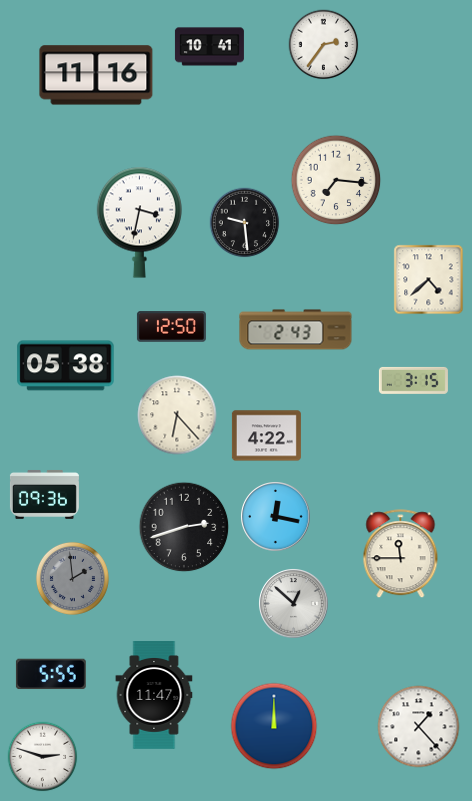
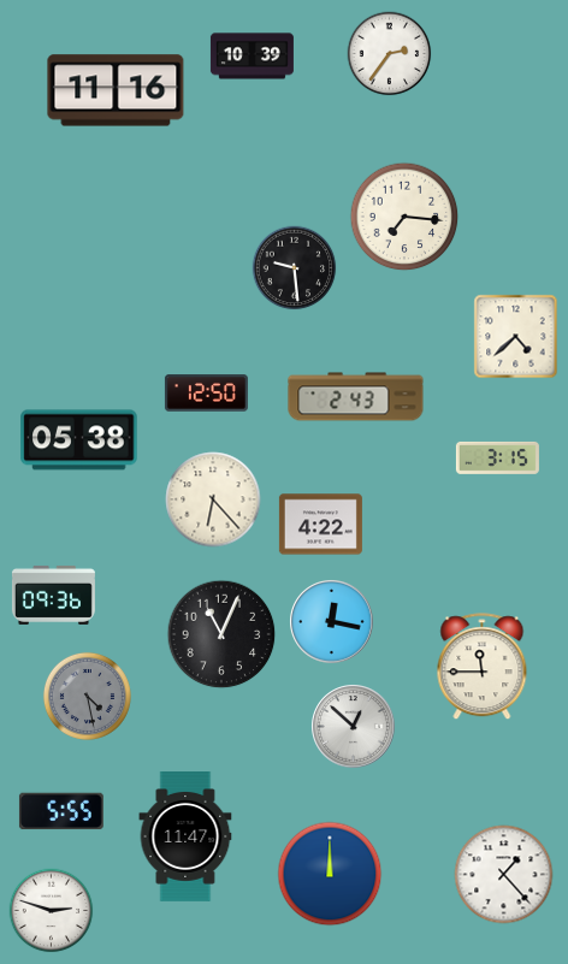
clock at (209, 47): 10:41 -> 10:39
clock at (139, 222): 3:32 -> none
clock at (184, 527): 2:42 -> 11:04
clock at (72, 578): 1:59 -> 4:28
